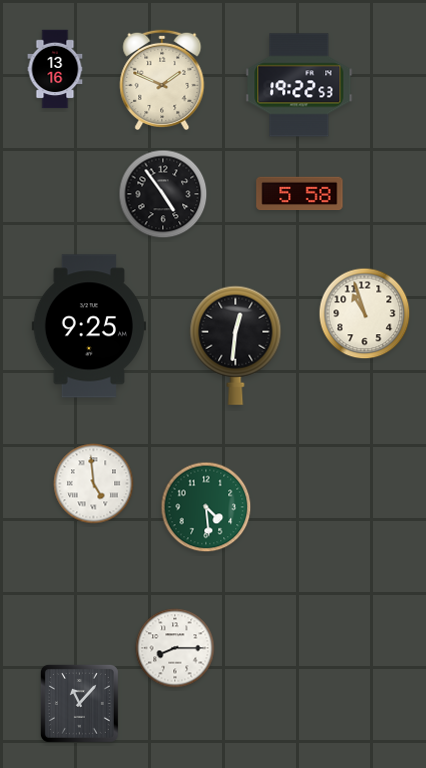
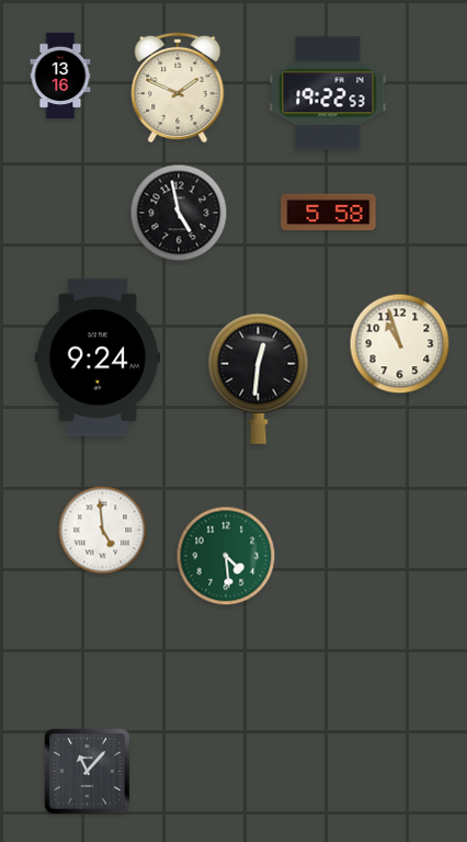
clock at (163, 194): 4:54 -> 4:58
clock at (88, 326): 9:25 -> 9:24
clock at (175, 648): 8:15 -> none
